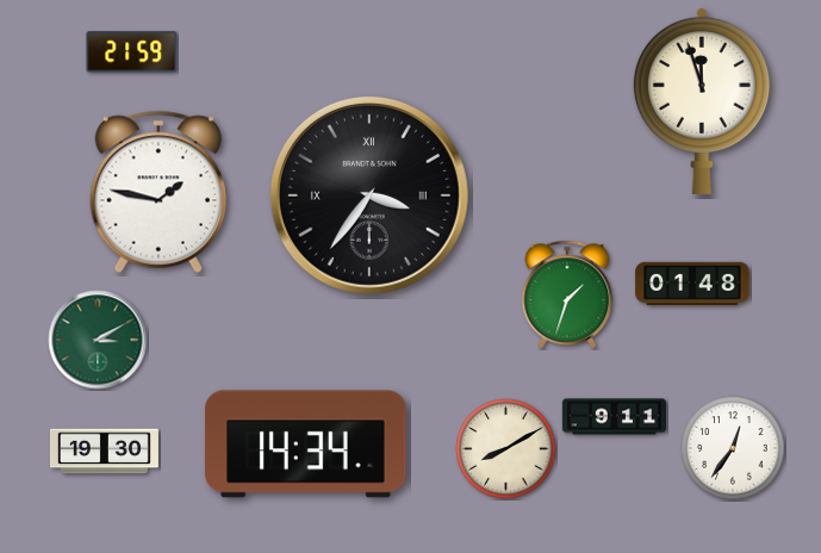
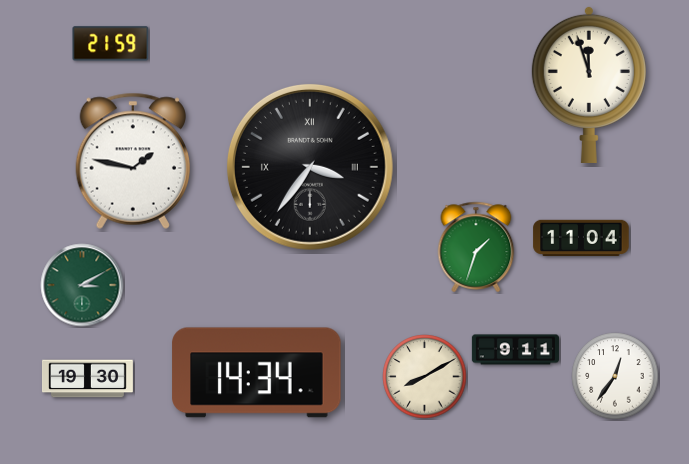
clock at (369, 195) position: (369, 195) -> (310, 167)
clock at (692, 284): 01:48 -> 11:04
